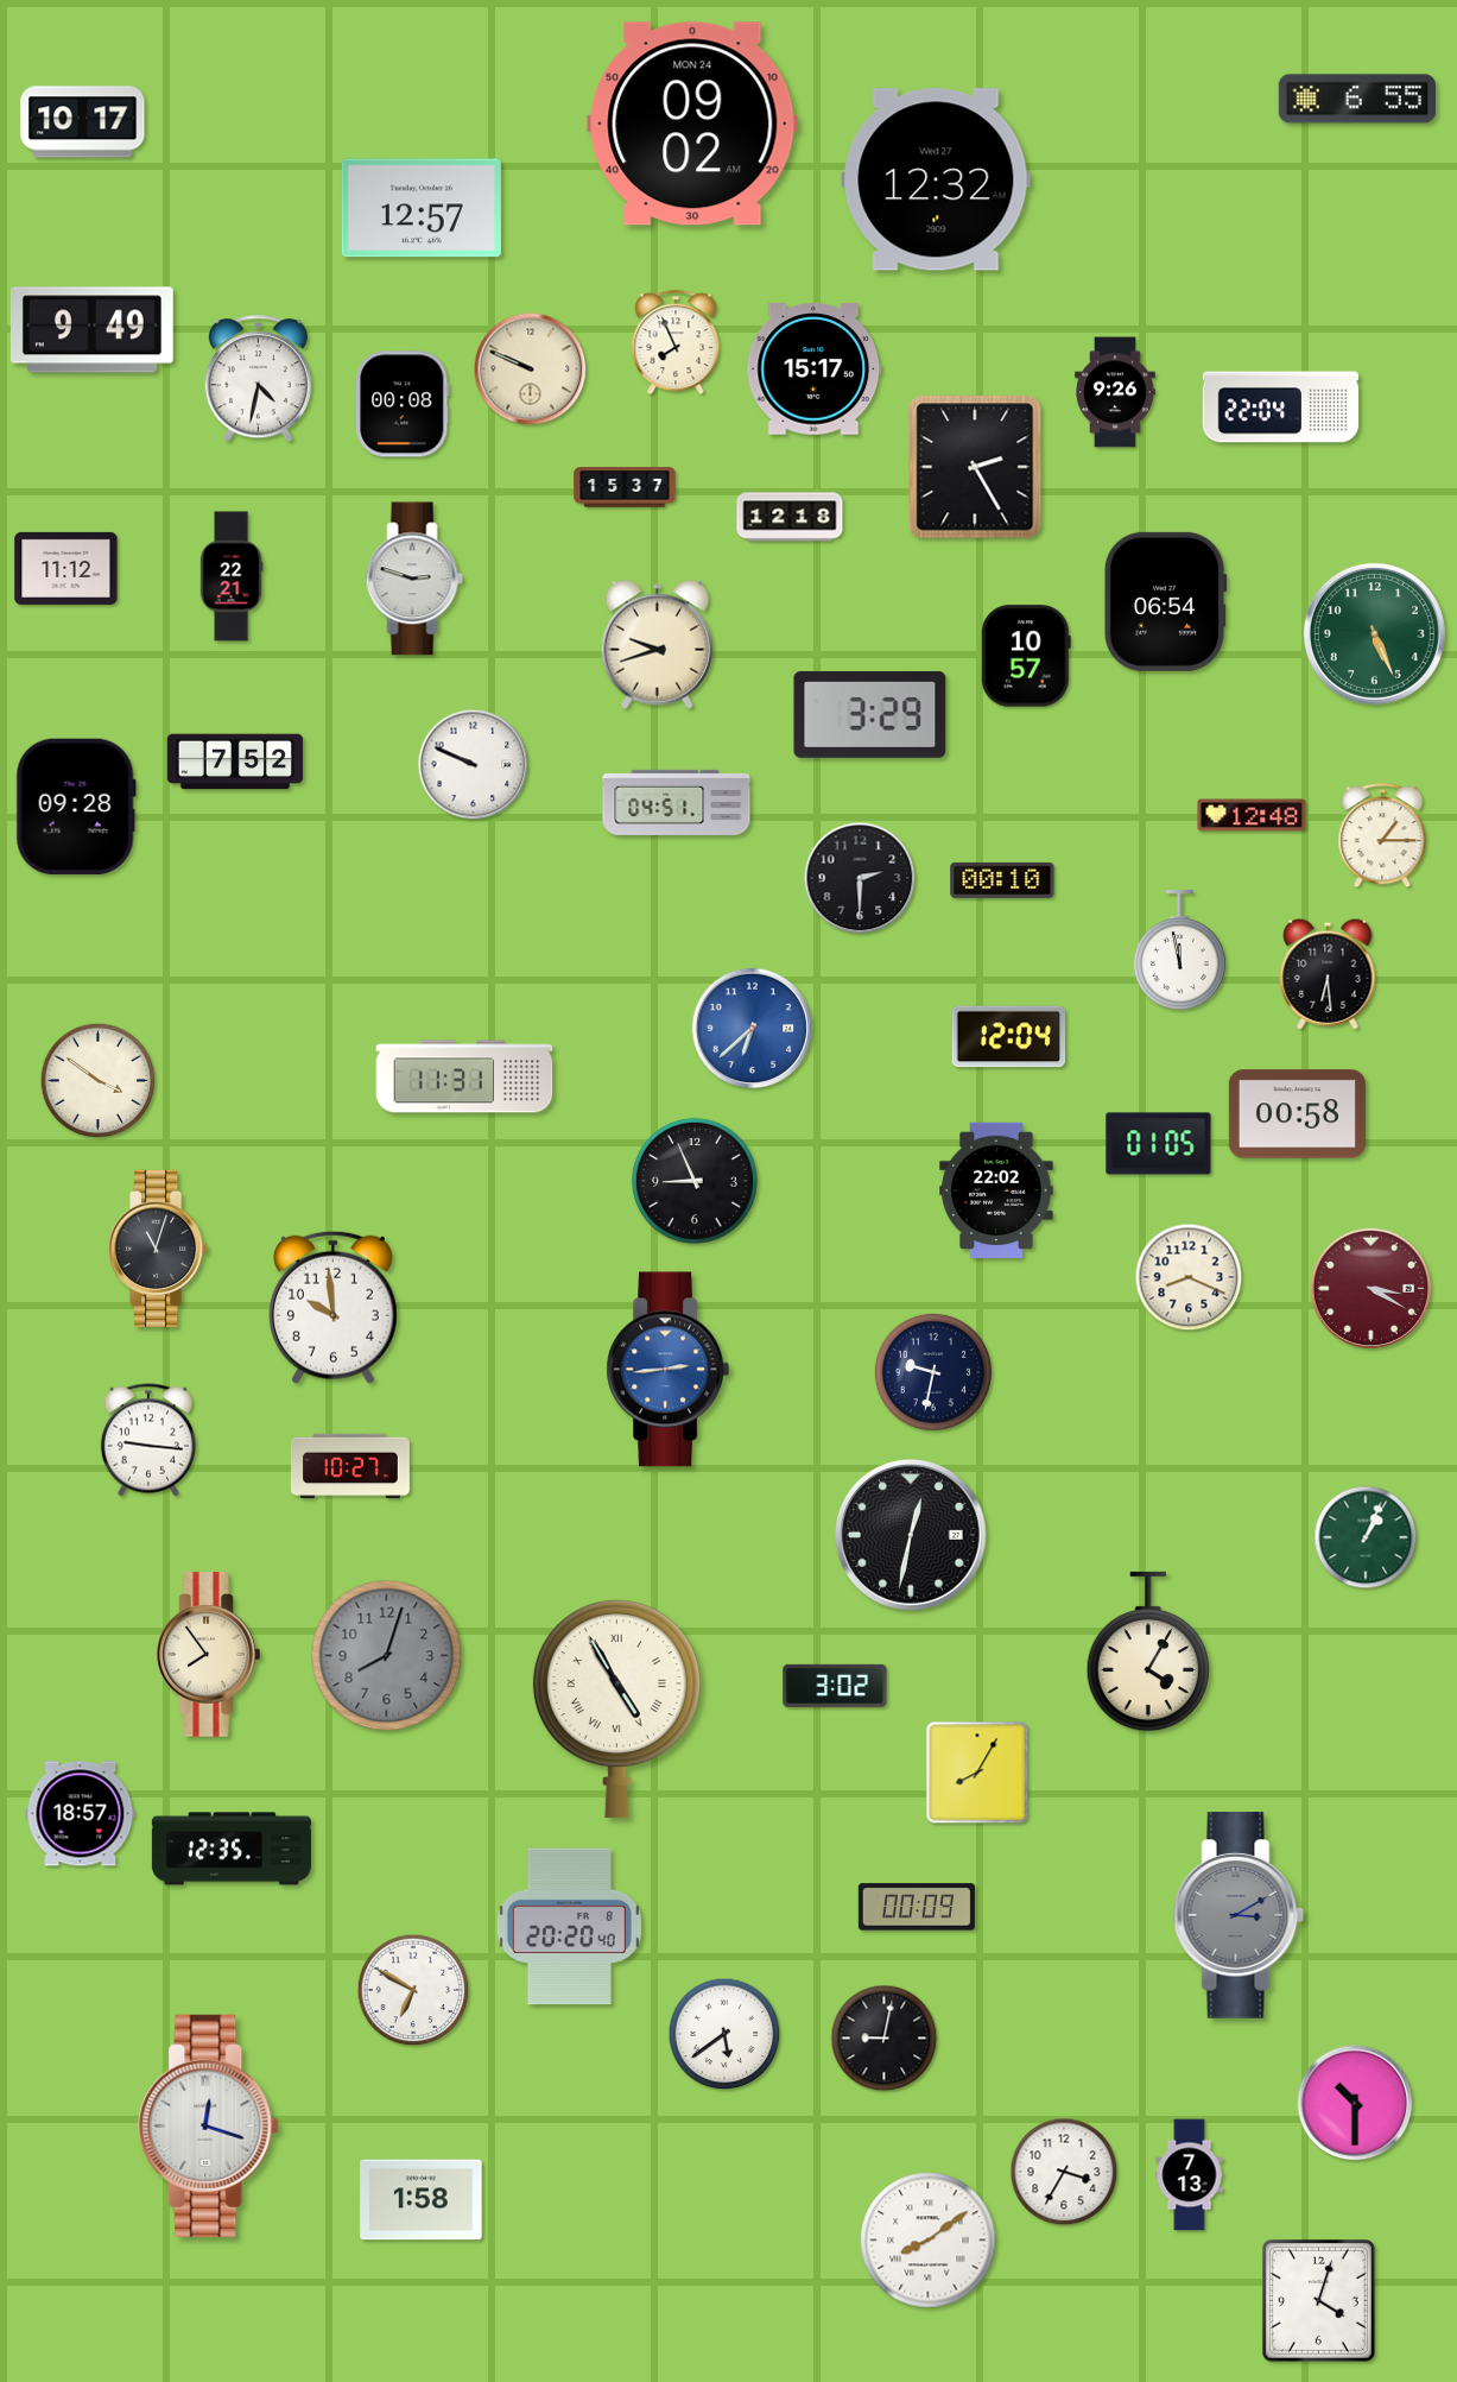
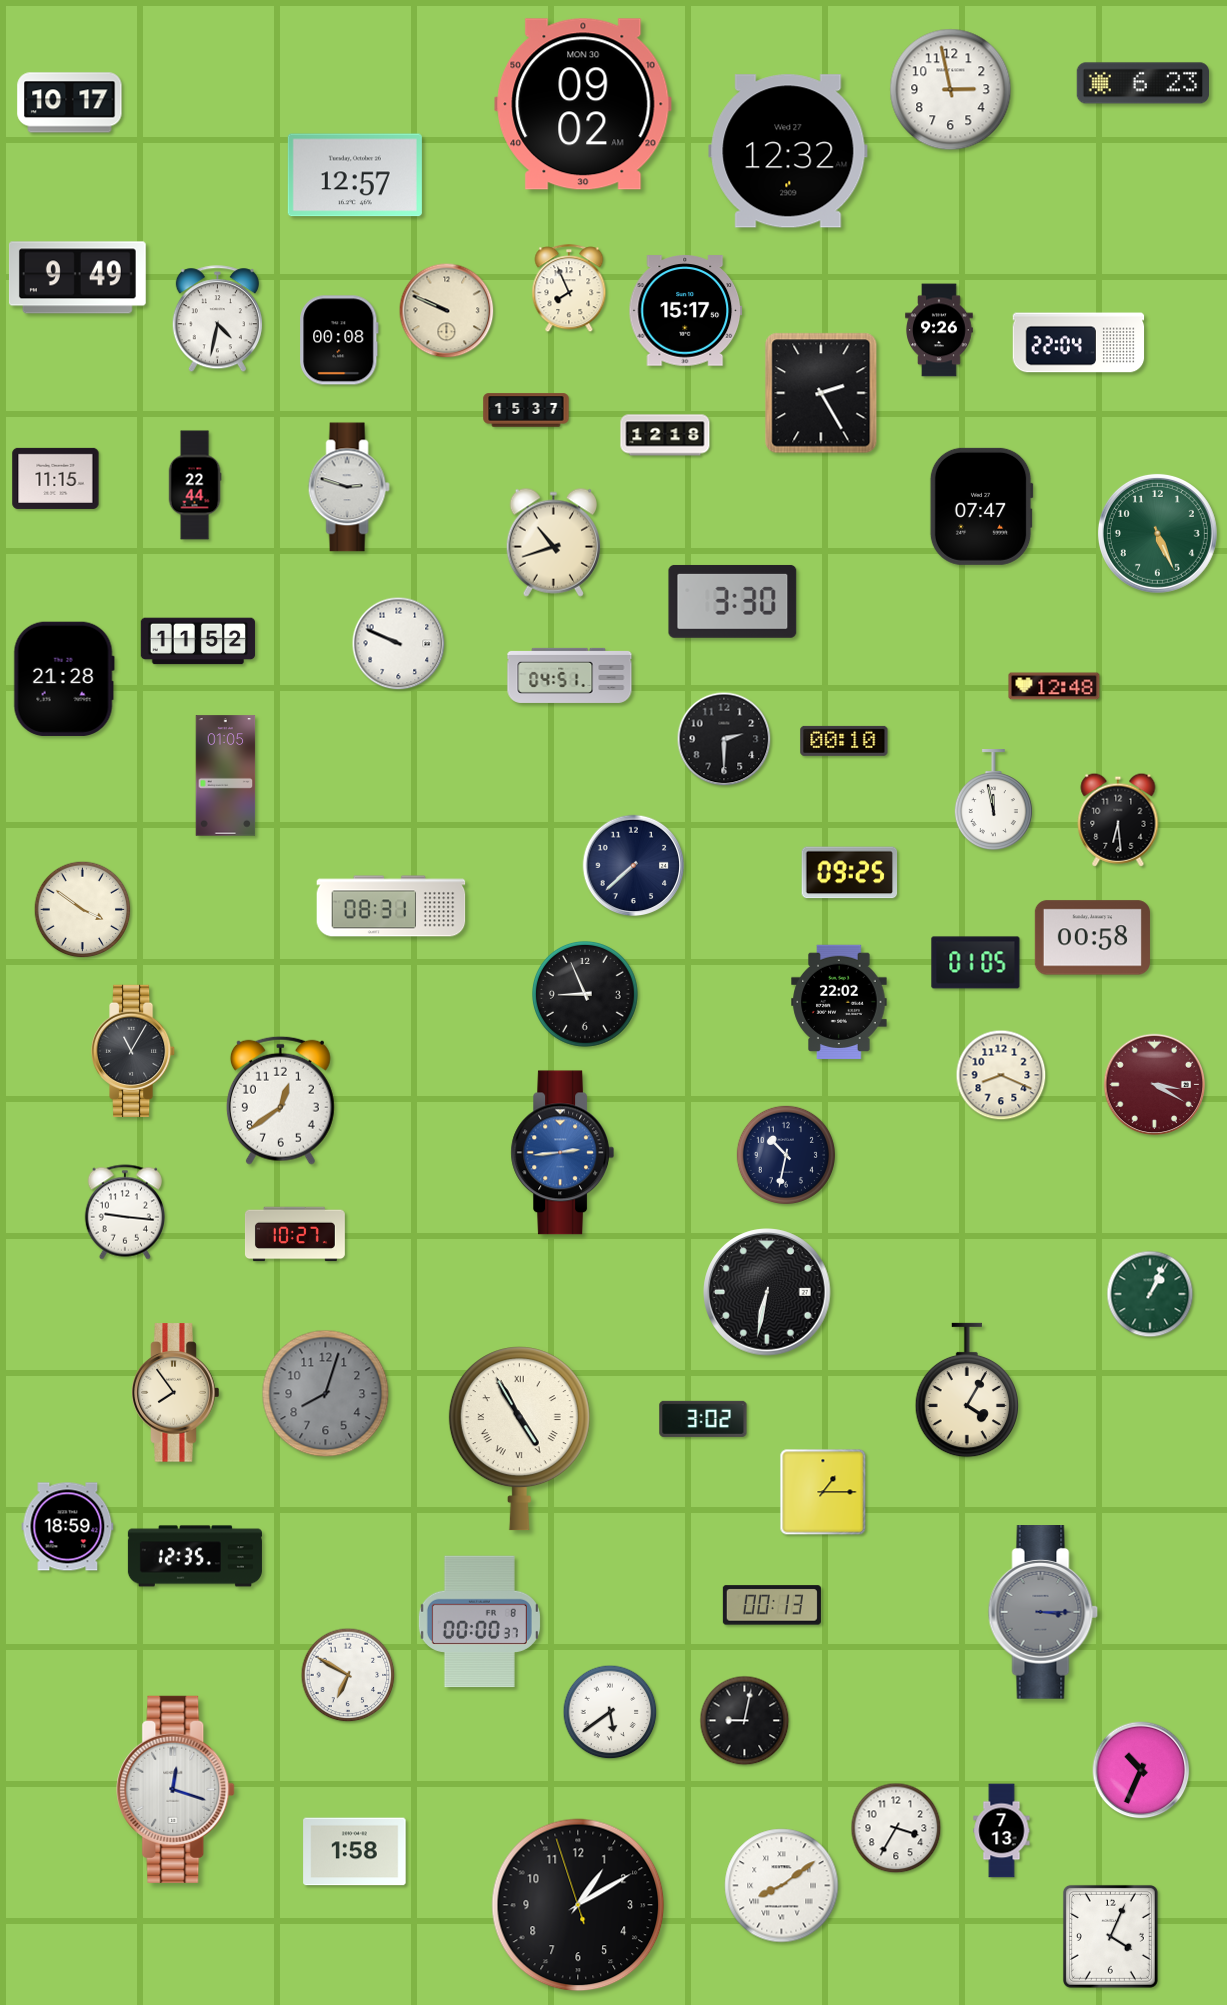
clock at (1356, 99): 6:55 -> 6:23
clock at (951, 90): none -> 2:58
clock at (692, 124) date: MON 24 -> MON 30
clock at (66, 568): 11:12 -> 11:15
clock at (232, 576): 22:21 -> 22:44
clock at (1165, 601): 06:54 -> 07:47
clock at (657, 644): 9:42 -> 10:42
clock at (1026, 656): 10:57 -> none
clock at (870, 714): 3:29 -> 3:30
clock at (235, 762): 7:52 -> 11:52
clock at (76, 807): 09:28 -> 21:28
clock at (1382, 836): 1:15 -> none
clock at (226, 776): none -> 01:05
clock at (753, 1029): 6:38 -> 7:38
clock at (753, 1029) dial: blue -> navy
clock at (1009, 1037): 12:04 -> 09:25
clock at (464, 1076): 11:31 -> 08:31
clock at (158, 1247): 11:03 -> 11:05
clock at (332, 1307): 9:59 -> 12:39
clock at (933, 1372): 9:32 -> 10:32
clock at (911, 1535): 12:32 -> 6:32
clock at (977, 1773): 8:05 -> 1:15
clock at (81, 1814): 18:57 -> 18:59
clock at (917, 1907): 00:09 -> 00:13
clock at (1239, 1916): 3:10 -> 3:15
clock at (569, 1927): 20:20 -> 00:00
clock at (885, 2039) position: (885, 2039) -> (745, 1721)
clock at (1355, 2103): 10:30 -> 10:34
clock at (578, 1905): none -> 1:09
clock at (1318, 2300): 4:03 -> 4:04
